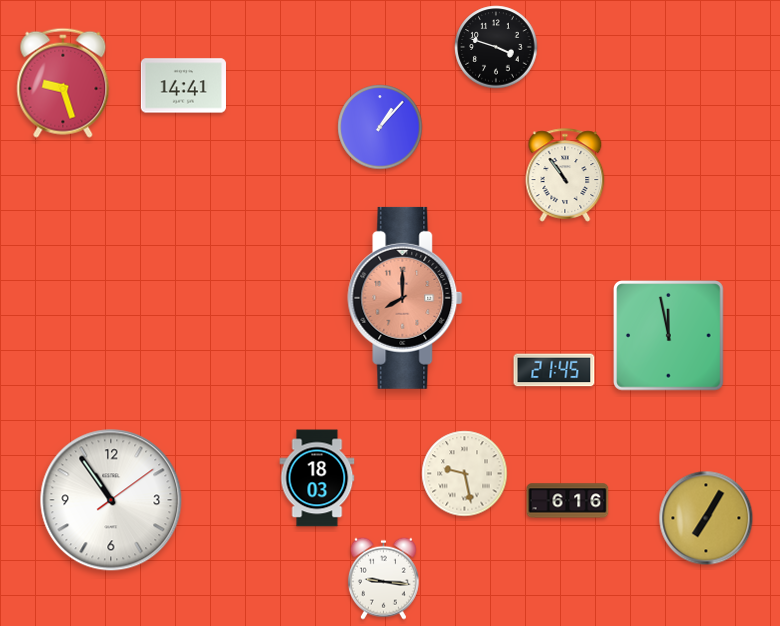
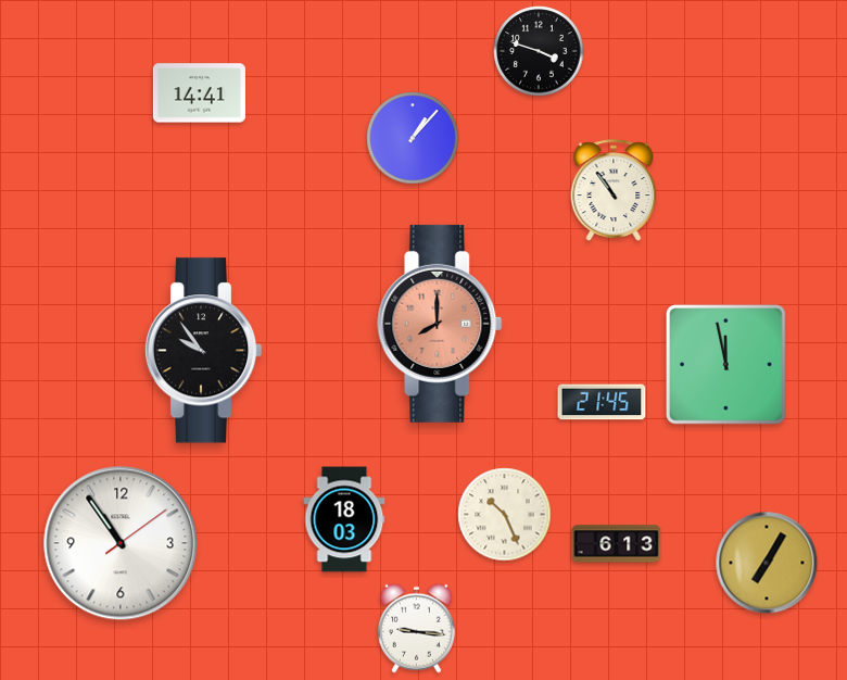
clock at (63, 83): 9:27 -> none
clock at (203, 351): none -> 9:54
clock at (465, 474): 9:28 -> 10:26
clock at (568, 501): 6:16 -> 6:13
